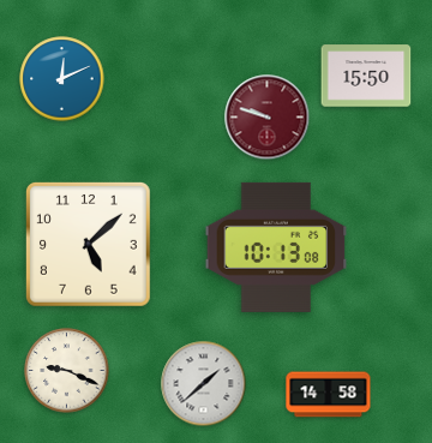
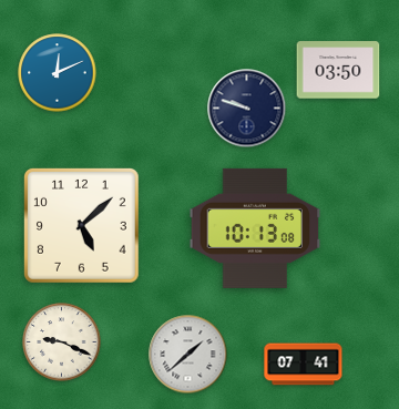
clock at (366, 76): 15:50 -> 03:50
clock at (268, 118) dial: burgundy -> navy
clock at (329, 395): 14:58 -> 07:41
